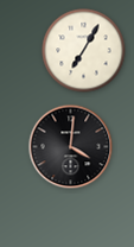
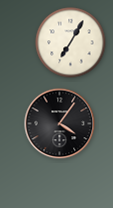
clock at (71, 147): 4:01 -> 4:06
